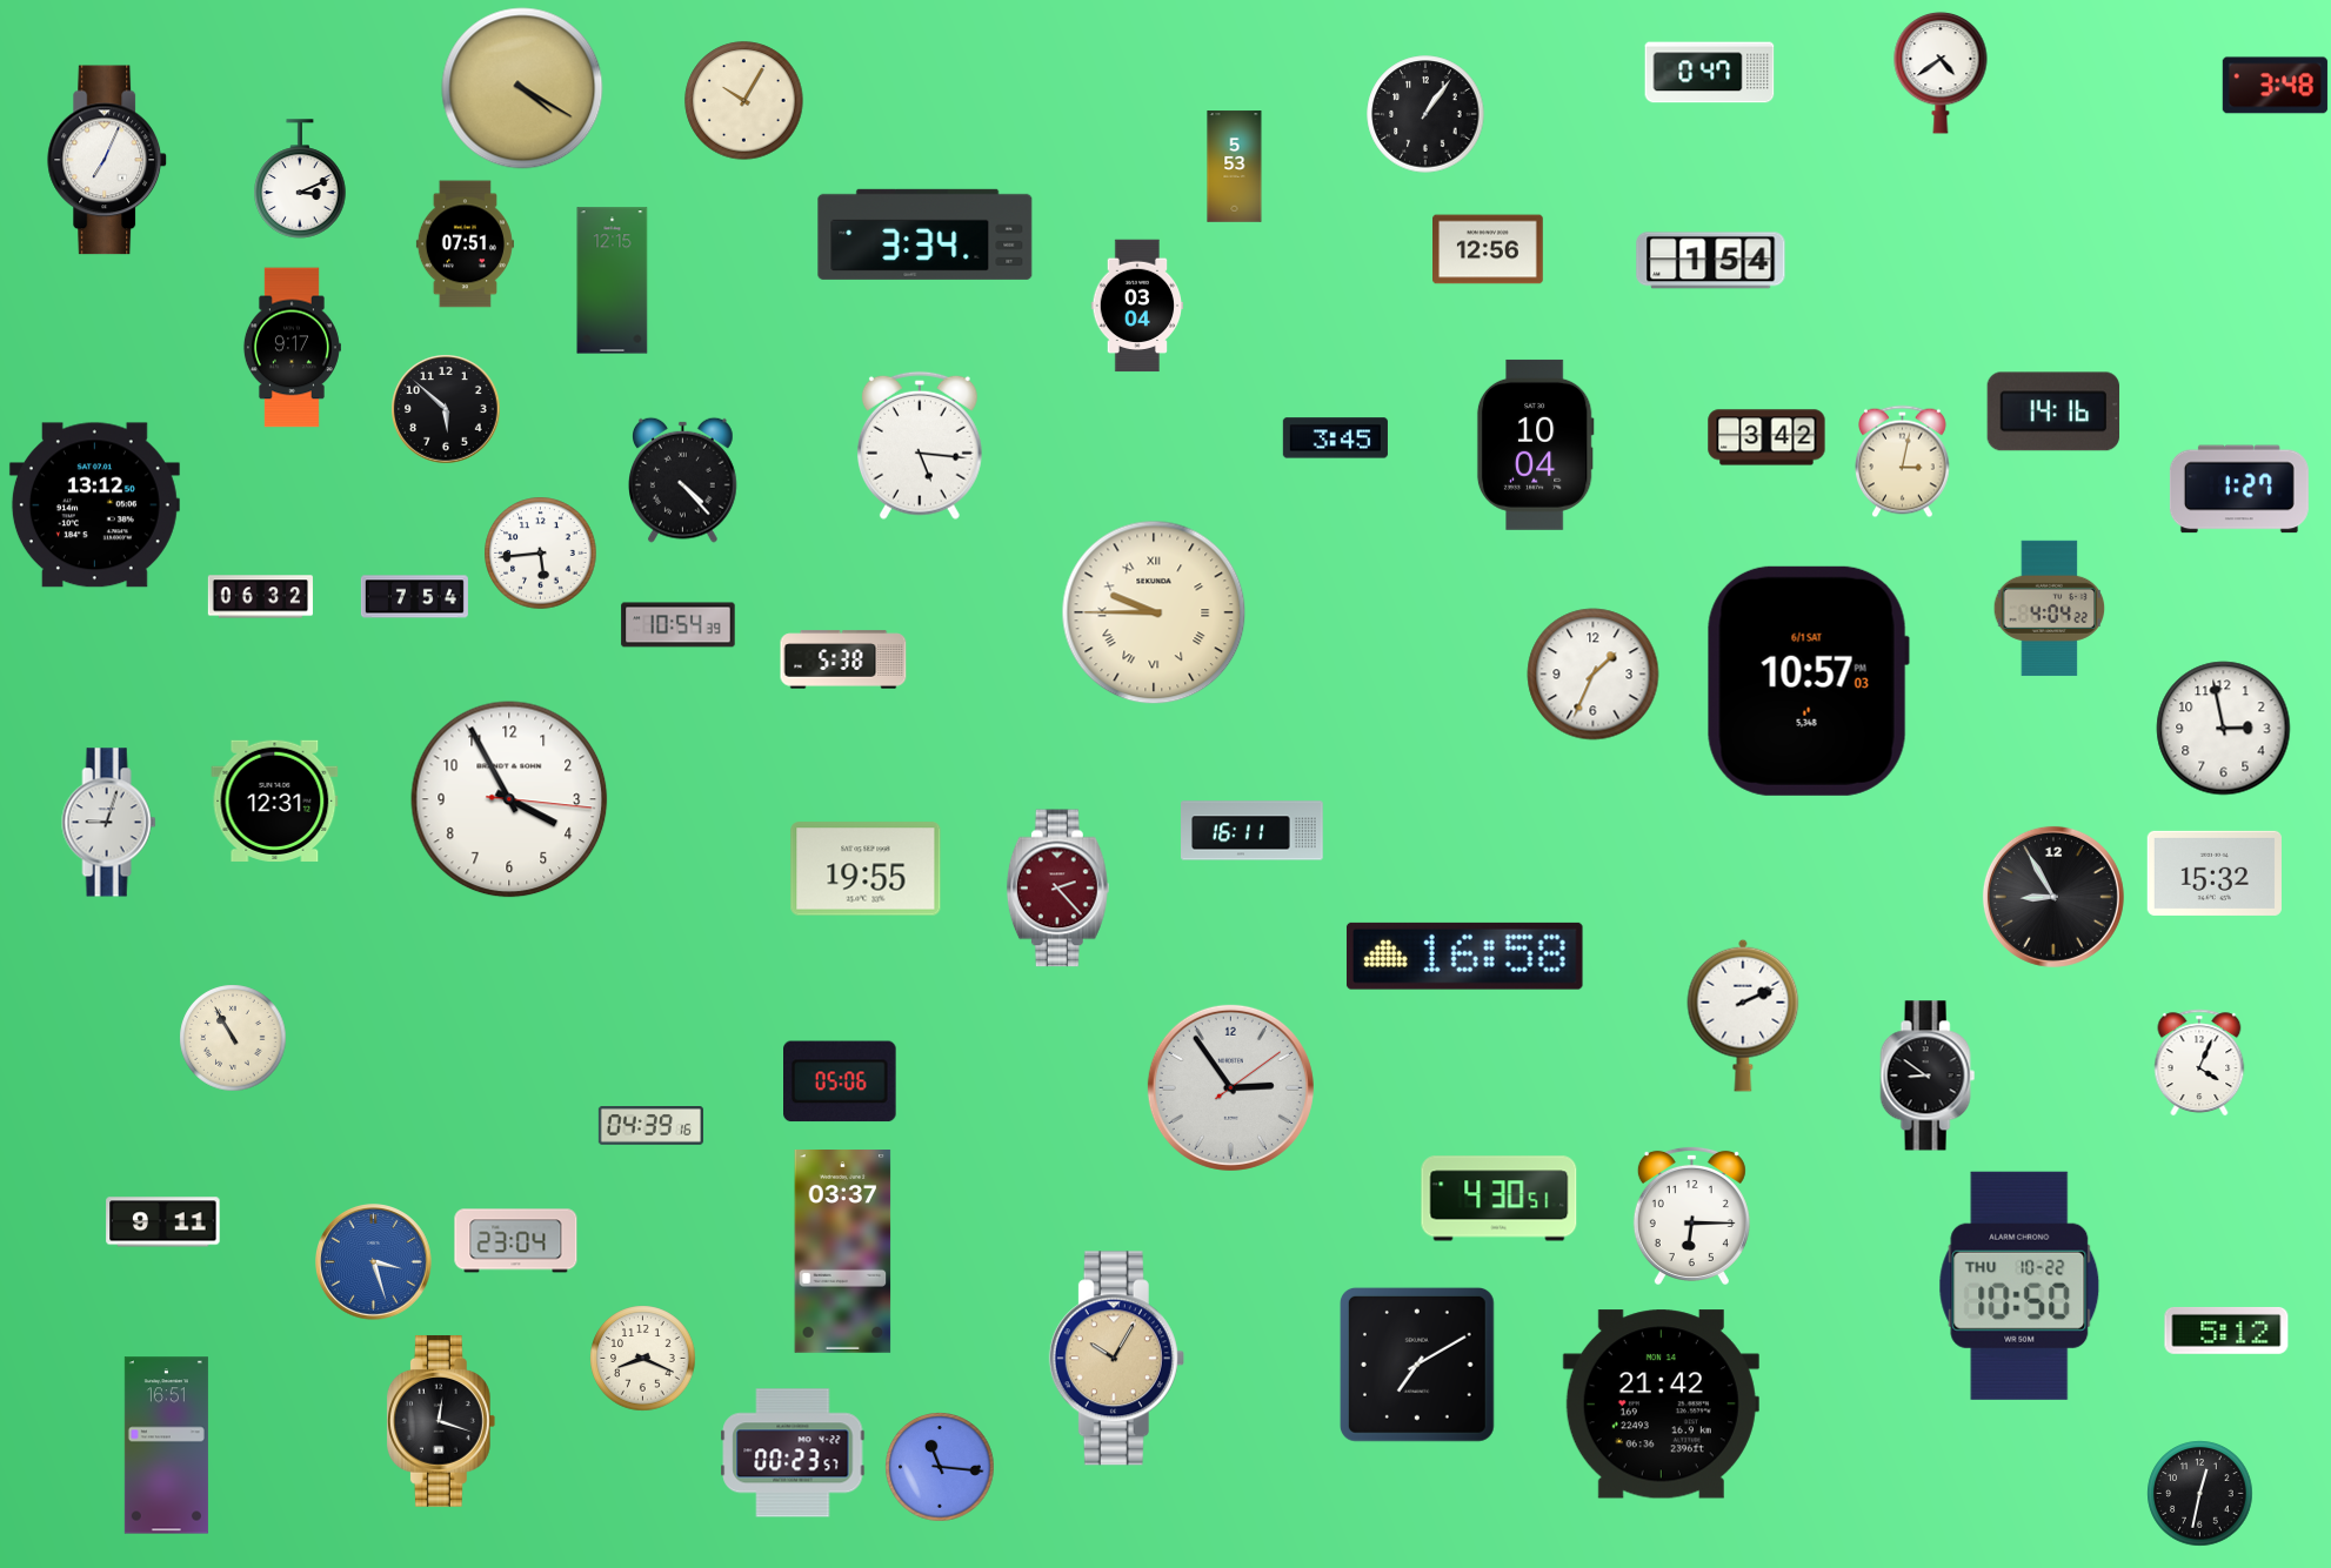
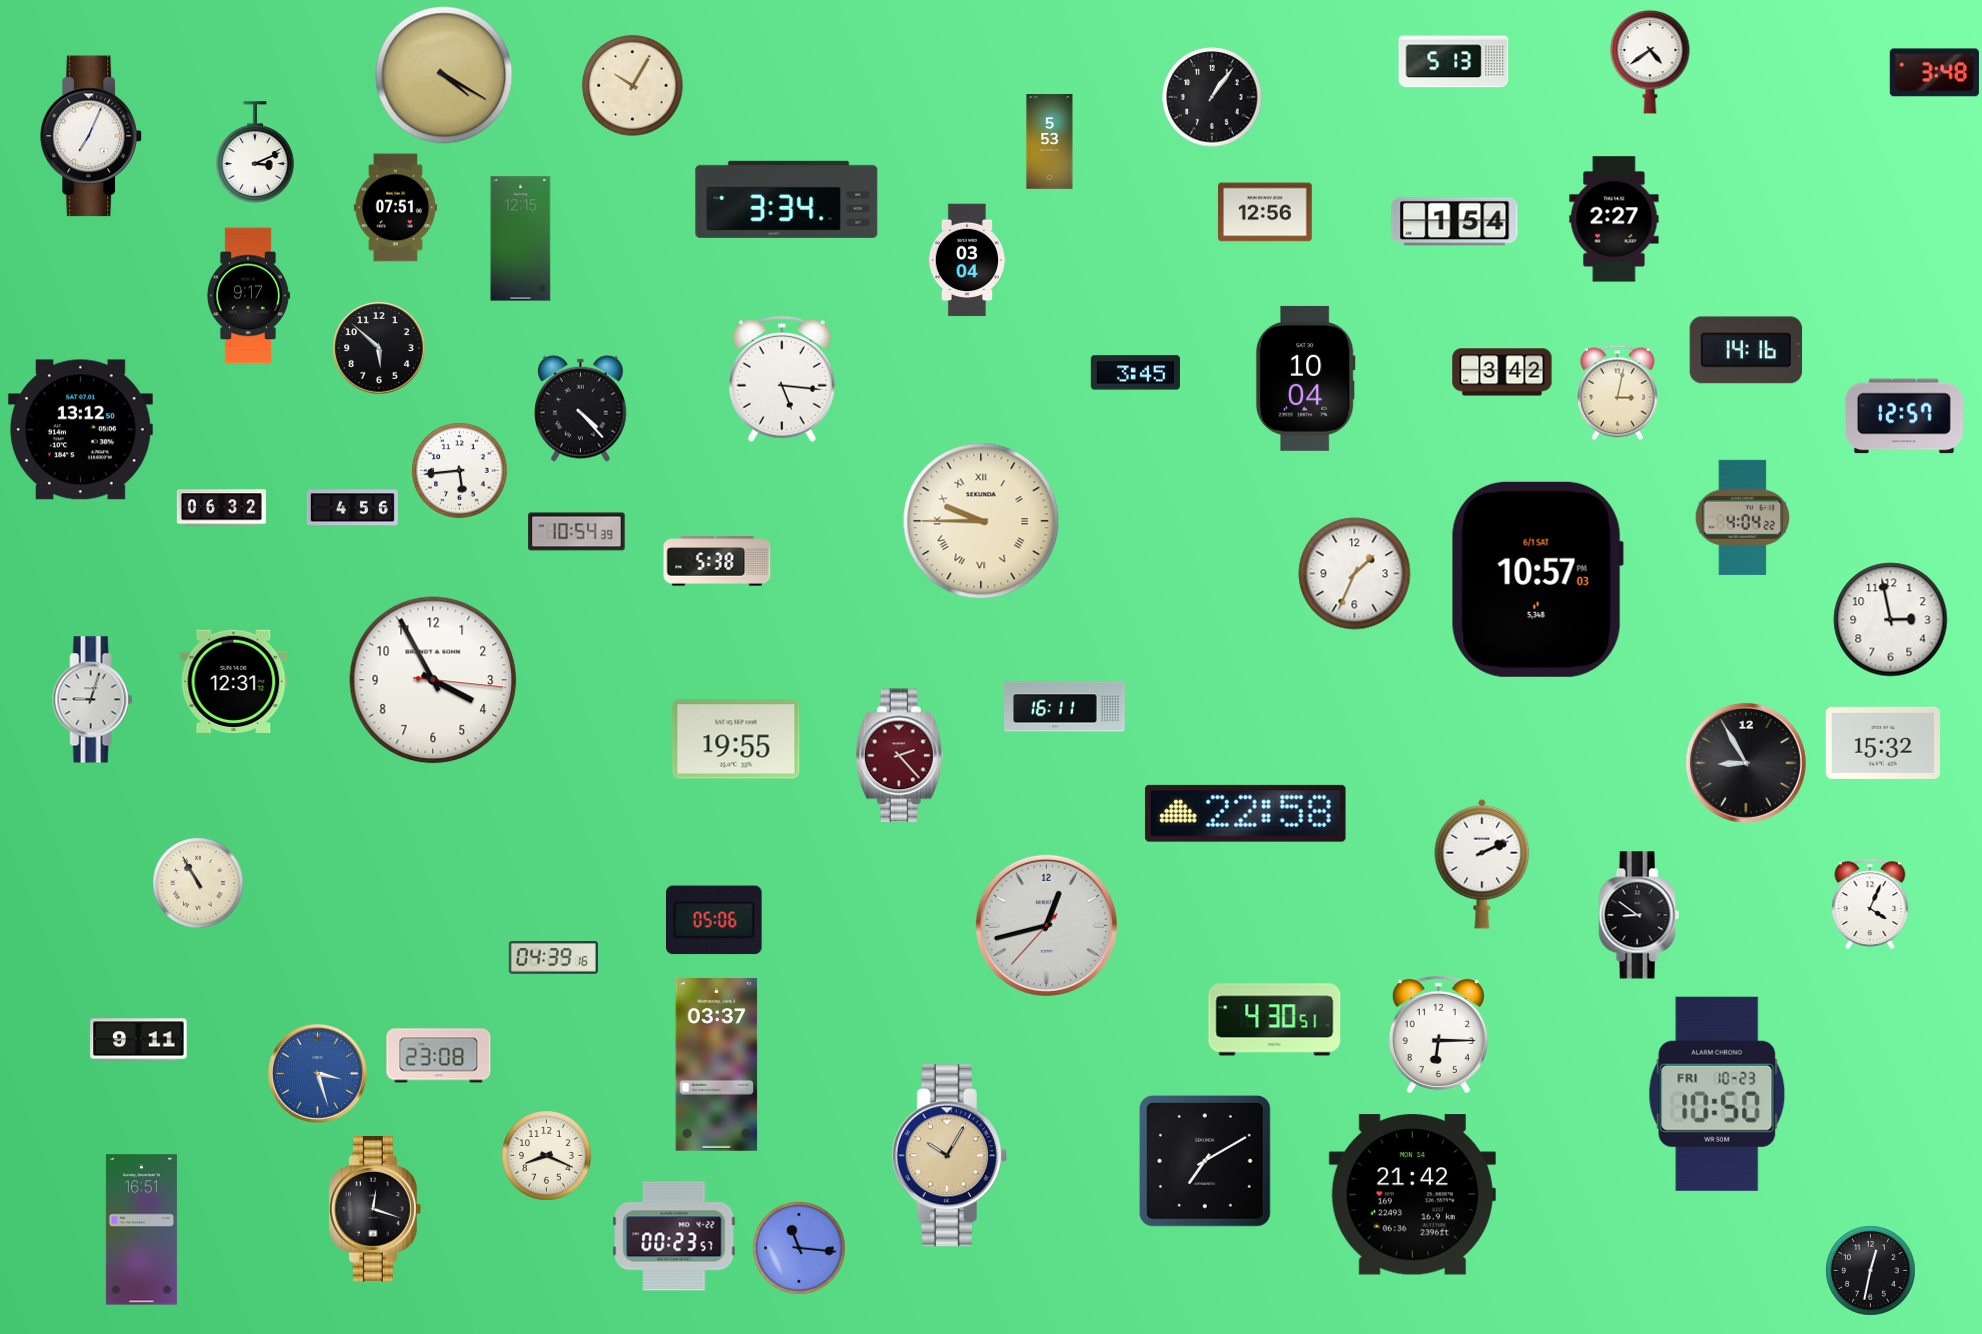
clock at (1710, 73): 0:47 -> 5:13
clock at (1614, 219): none -> 2:27
clock at (2239, 489): 1:27 -> 12:57
clock at (414, 597): 7:54 -> 4:56
clock at (1464, 956): 16:58 -> 22:58
clock at (1230, 1087): 2:54 -> 12:42
clock at (516, 1241): 23:04 -> 23:08
clock at (2019, 1286) date: THU 10-22 -> FRI 10-23
clock at (2226, 1331): 5:12 -> none
